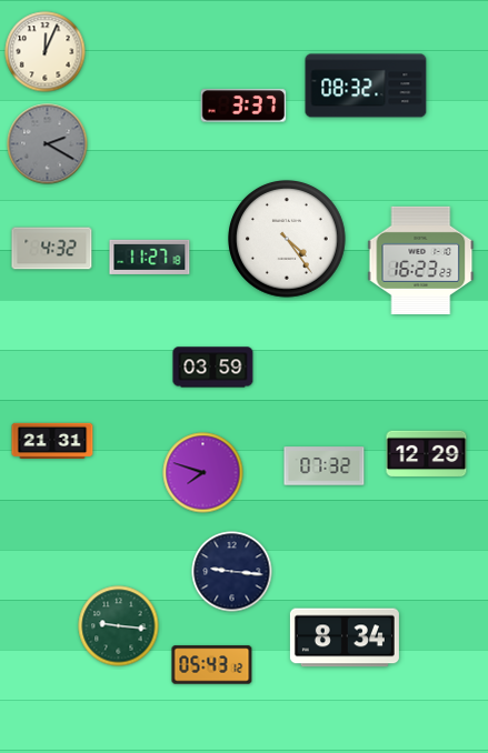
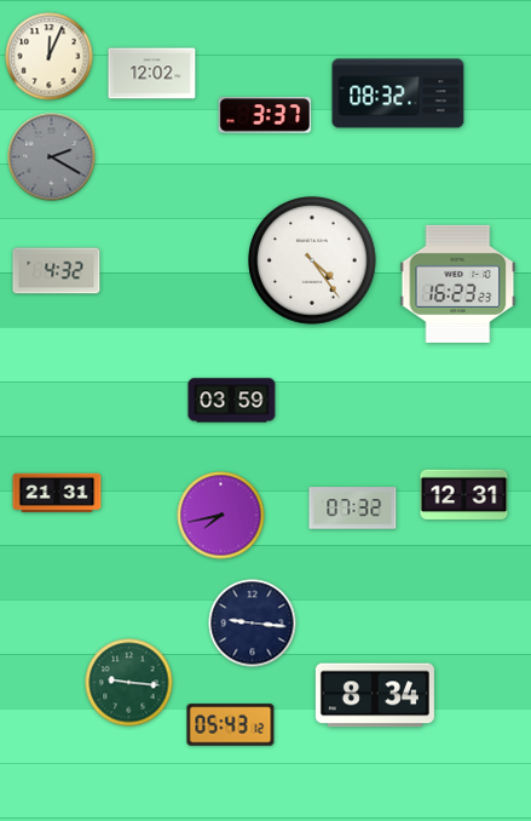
clock at (152, 74): none -> 12:02
clock at (150, 257): 11:27 -> none
clock at (52, 440) position: (52, 440) -> (57, 492)
clock at (427, 454): 12:29 -> 12:31
clock at (203, 473): 7:48 -> 7:43
